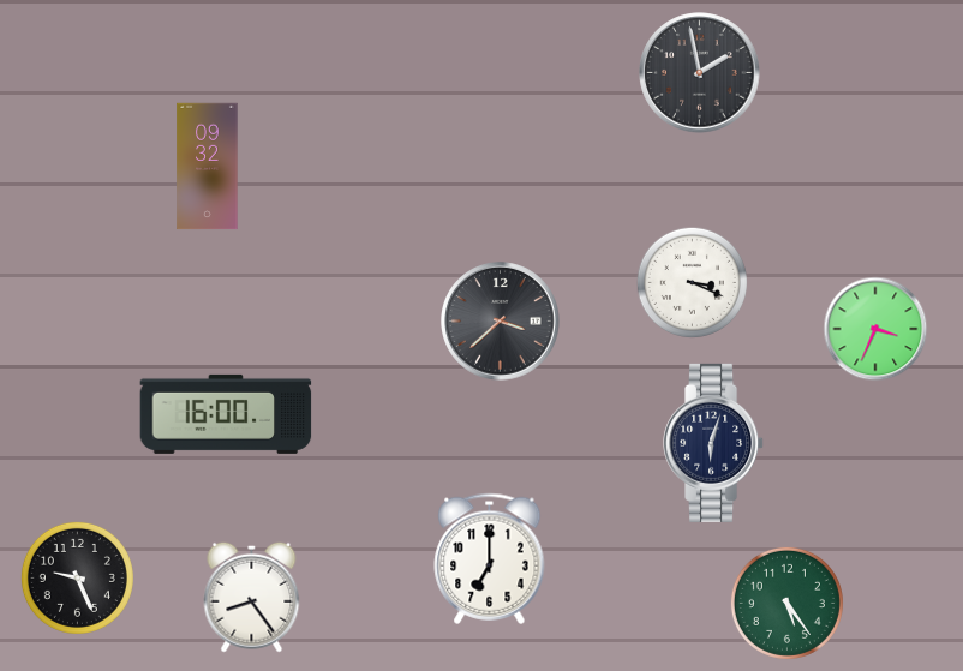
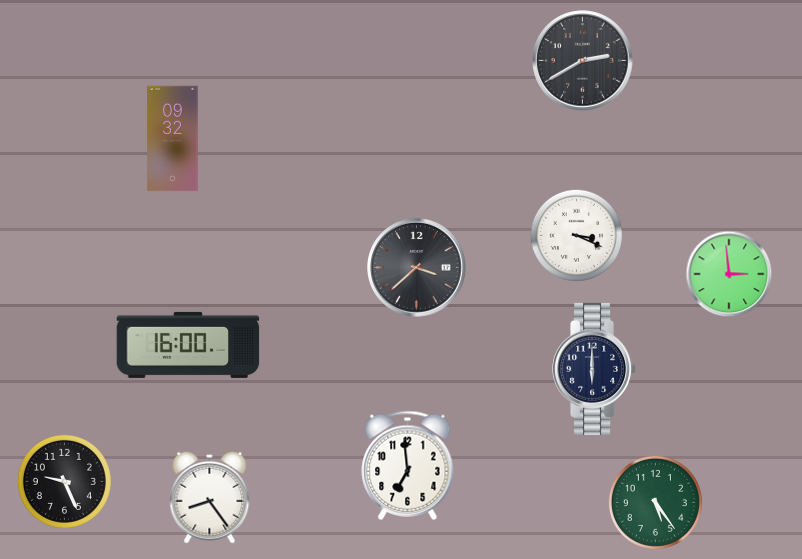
clock at (700, 73): 1:58 -> 2:40
clock at (875, 329): 3:34 -> 2:59
clock at (714, 443): 6:03 -> 6:00
clock at (490, 558): 7:00 -> 6:59
